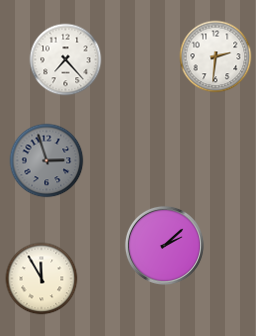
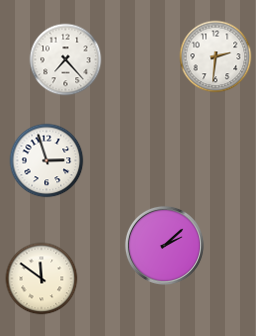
clock at (47, 161) dial: grey -> white
clock at (42, 279): 11:55 -> 11:51
